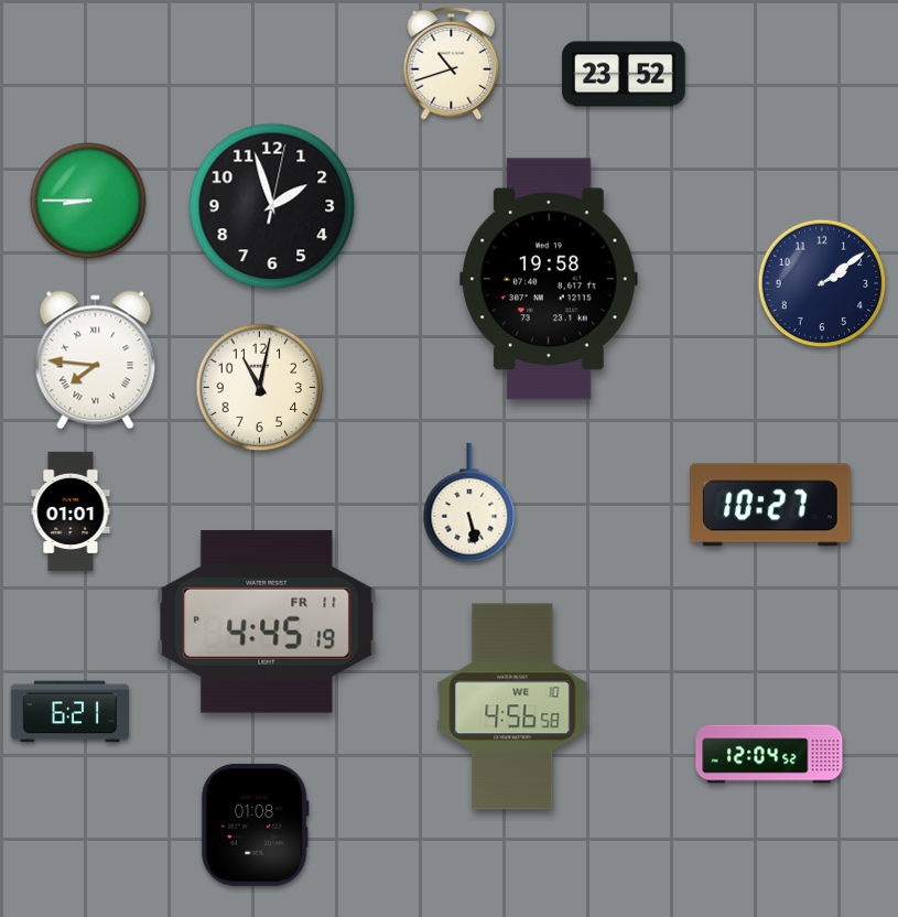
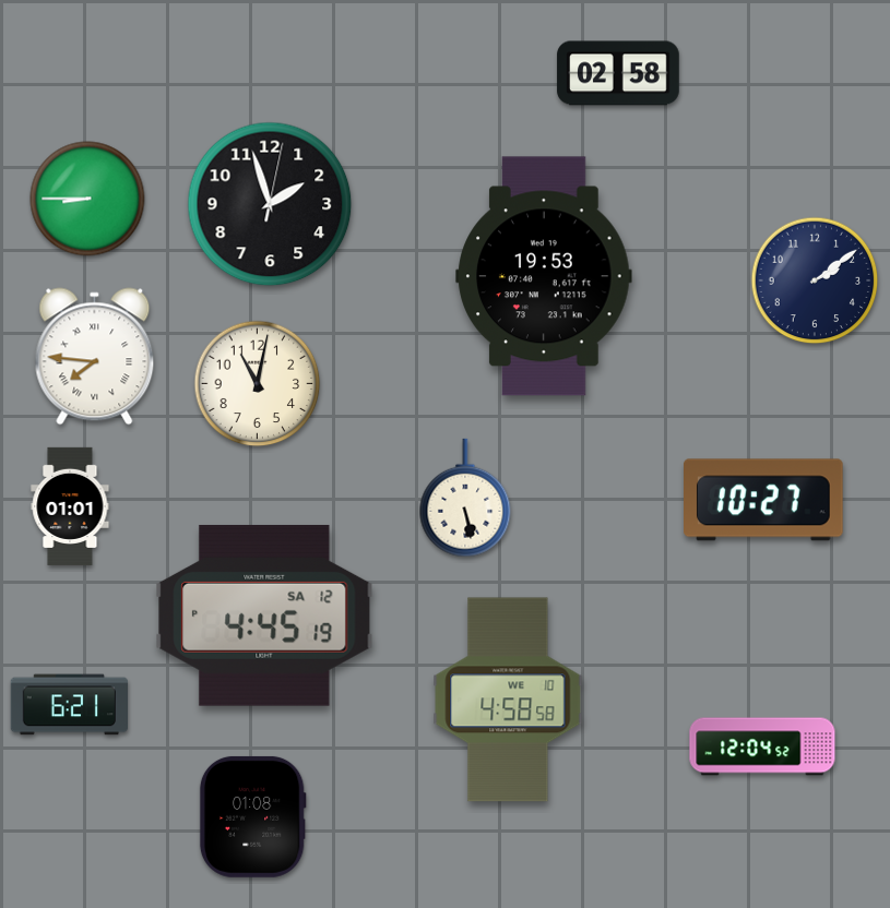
clock at (452, 63): 10:42 -> none
clock at (624, 74): 23:52 -> 02:58
clock at (549, 279): 19:58 -> 19:53
clock at (267, 622) date: FR 11 -> SA 12
clock at (512, 706): 4:56 -> 4:58
